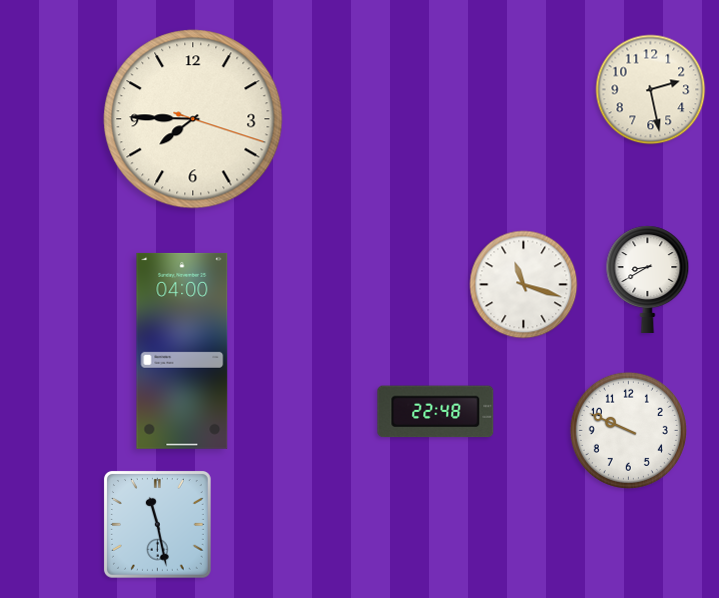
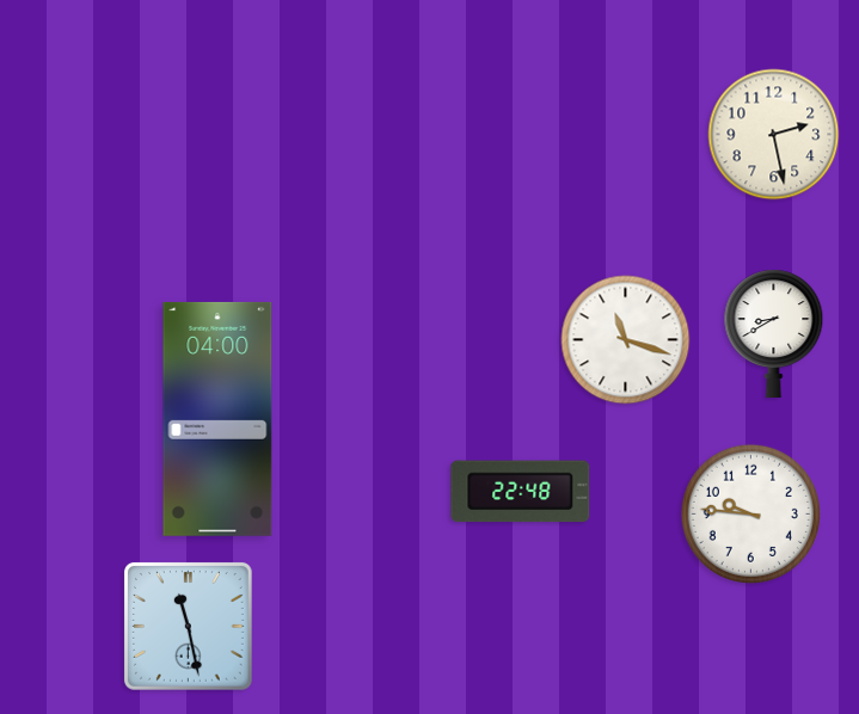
clock at (651, 90) position: (651, 90) -> (774, 135)
clock at (193, 119): 7:45 -> none
clock at (628, 430): 9:49 -> 9:46
